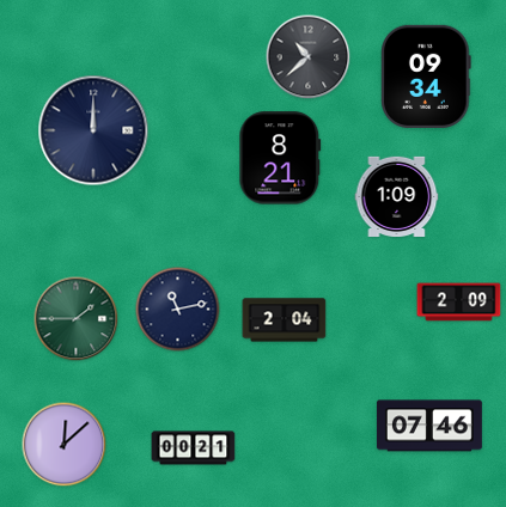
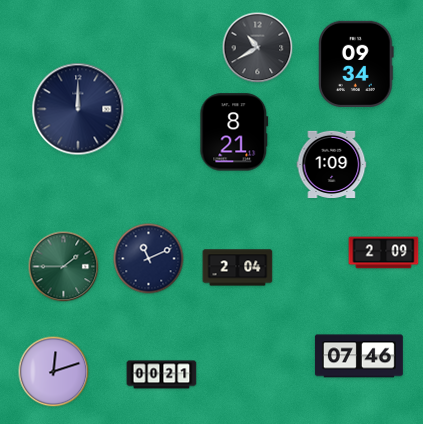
clock at (309, 57): 10:38 -> 10:40
clock at (178, 310): 11:13 -> 11:11
clock at (65, 445): 12:08 -> 12:12
